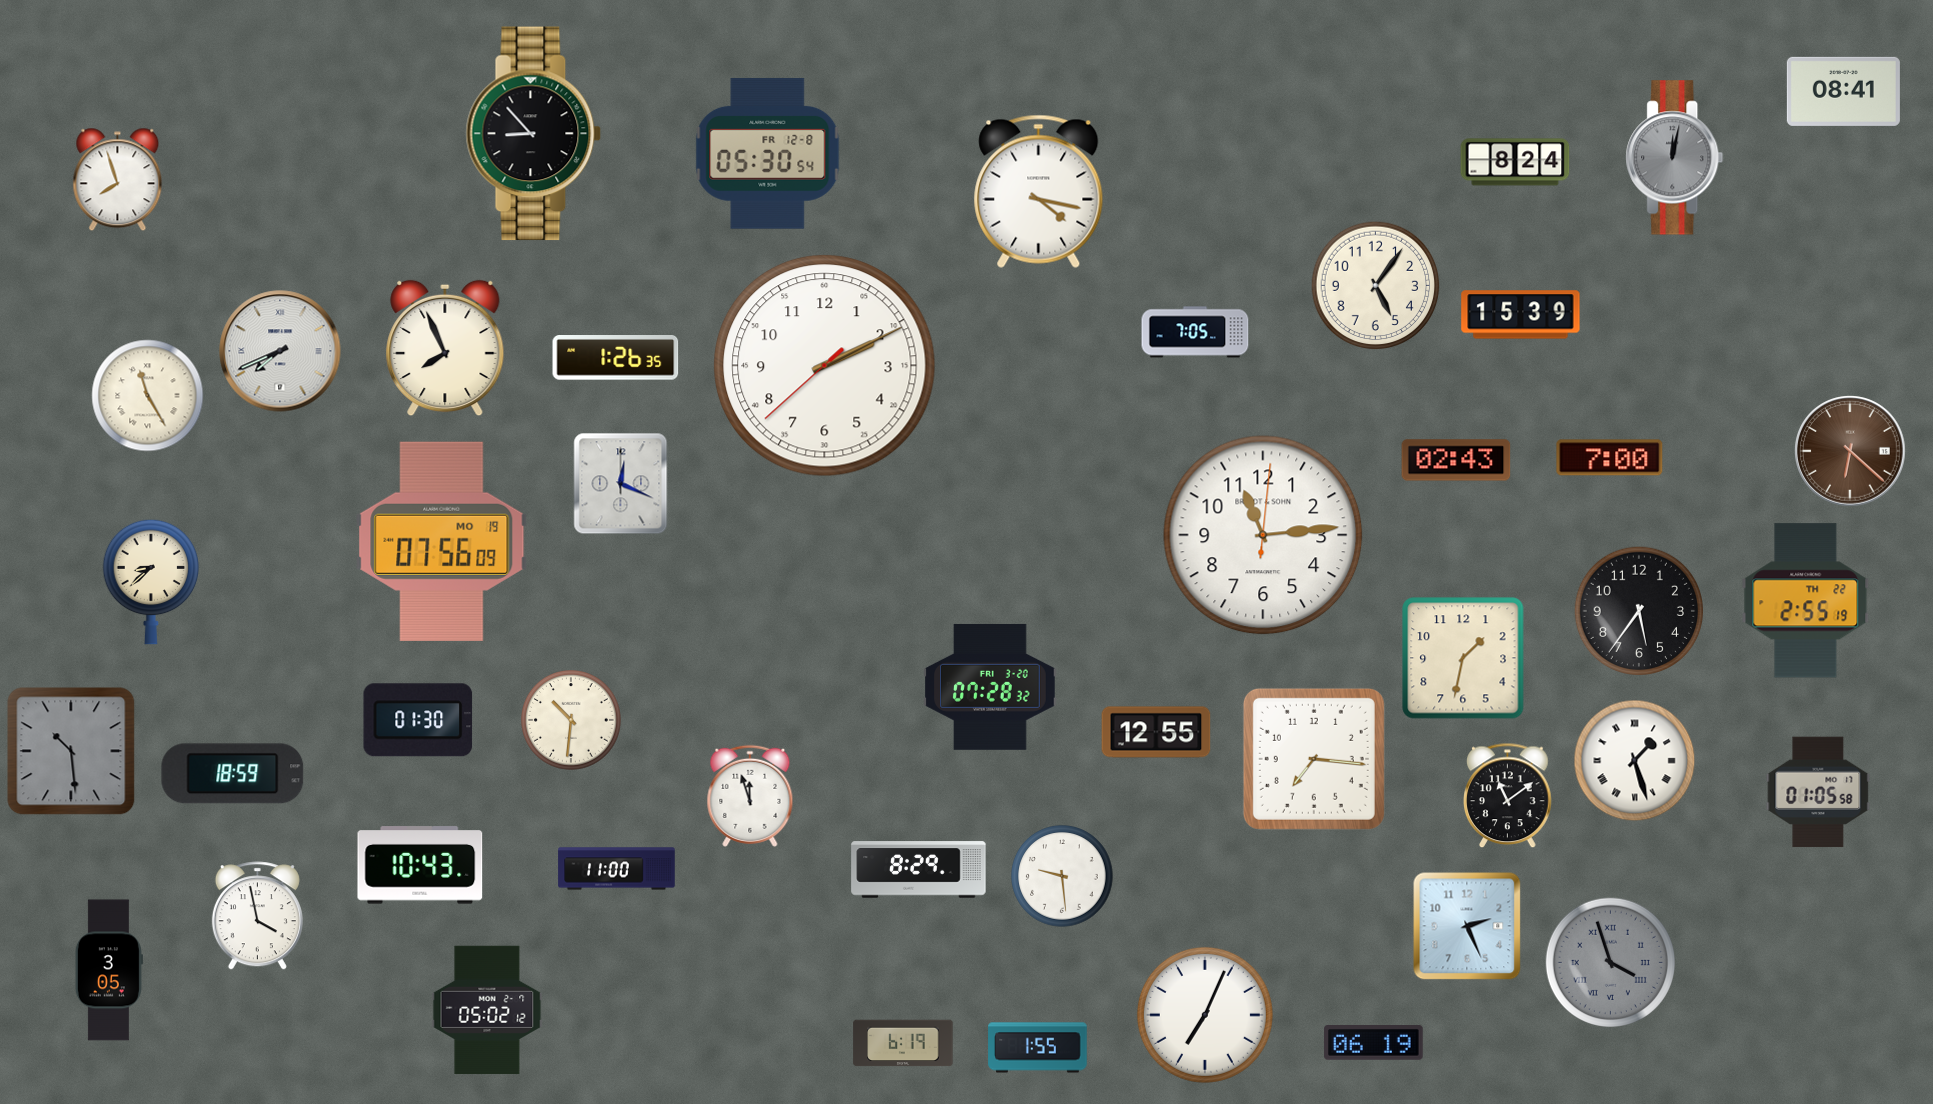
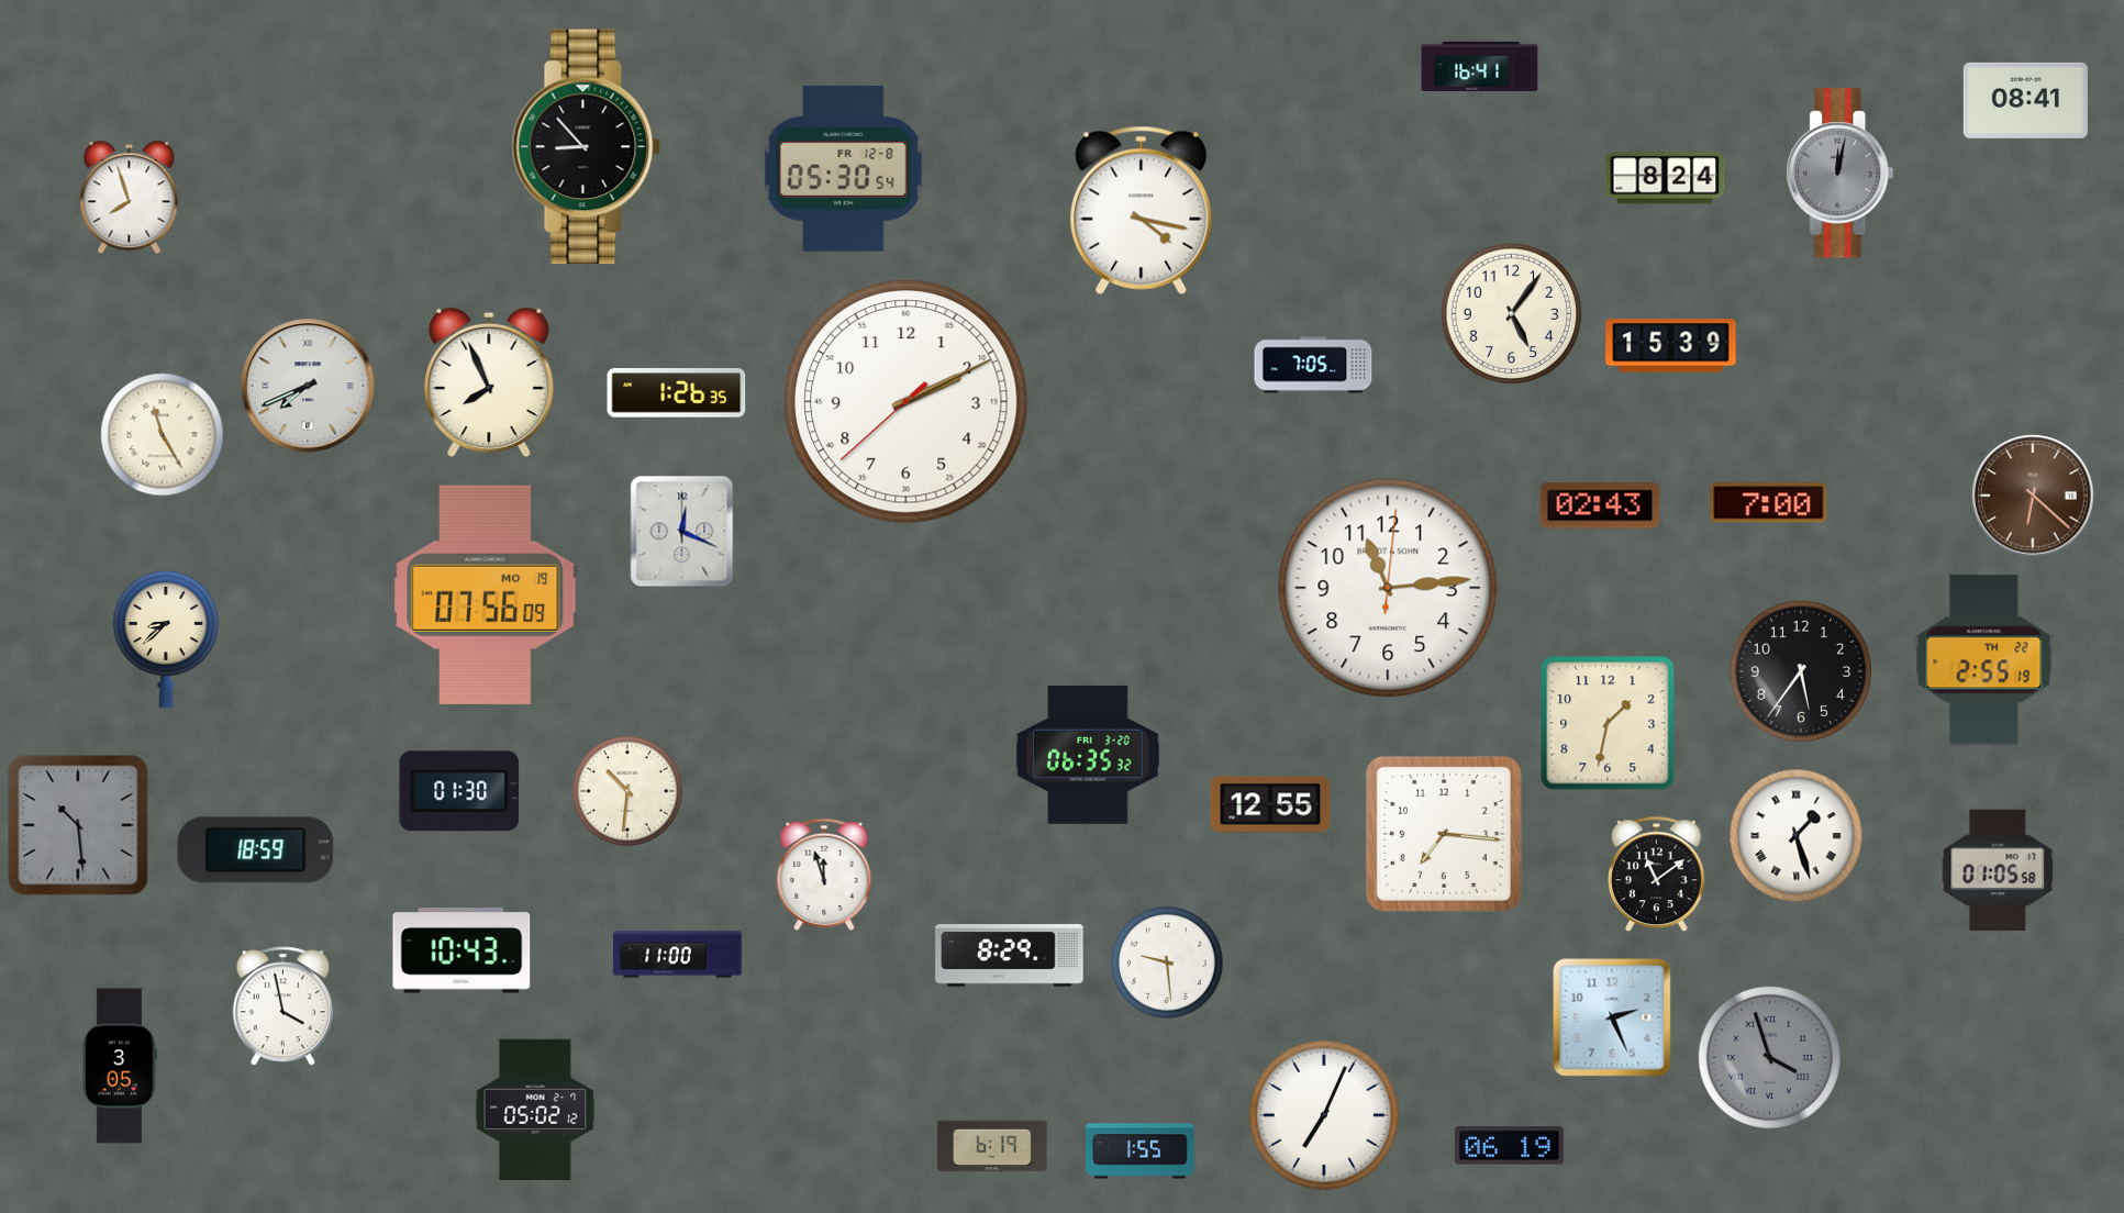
clock at (1480, 66): none -> 16:41
clock at (990, 687): 07:28 -> 06:35
